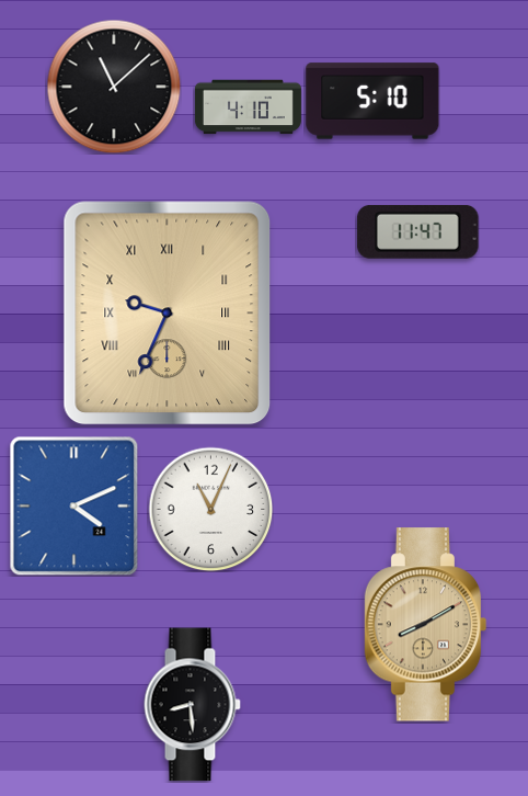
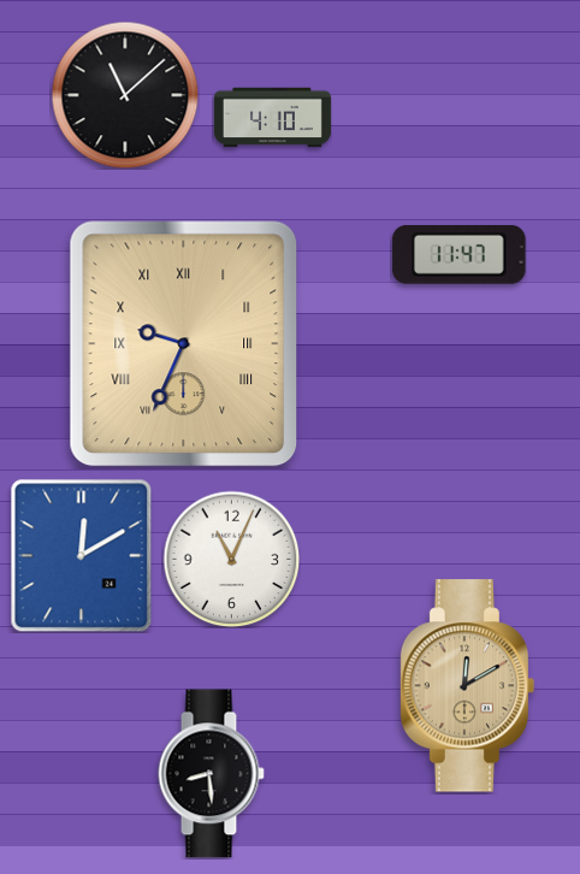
clock at (372, 101): 5:10 -> none
clock at (74, 505): 4:11 -> 12:10
clock at (426, 625): 8:10 -> 12:10
